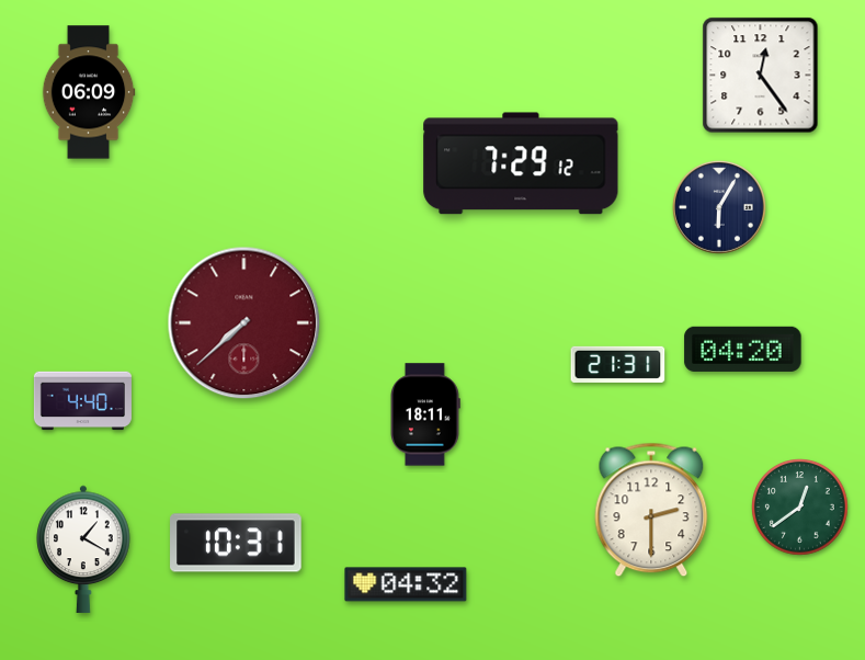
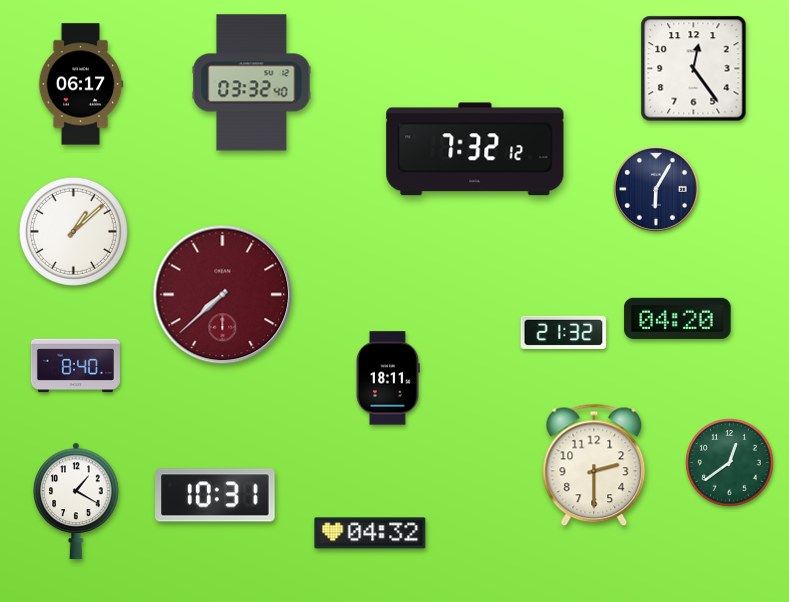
clock at (252, 83): none -> 03:32
clock at (89, 92): 06:09 -> 06:17
clock at (521, 163): 7:29 -> 7:32
clock at (73, 231): none -> 1:08
clock at (618, 364): 21:31 -> 21:32
clock at (82, 401): 4:40 -> 8:40
